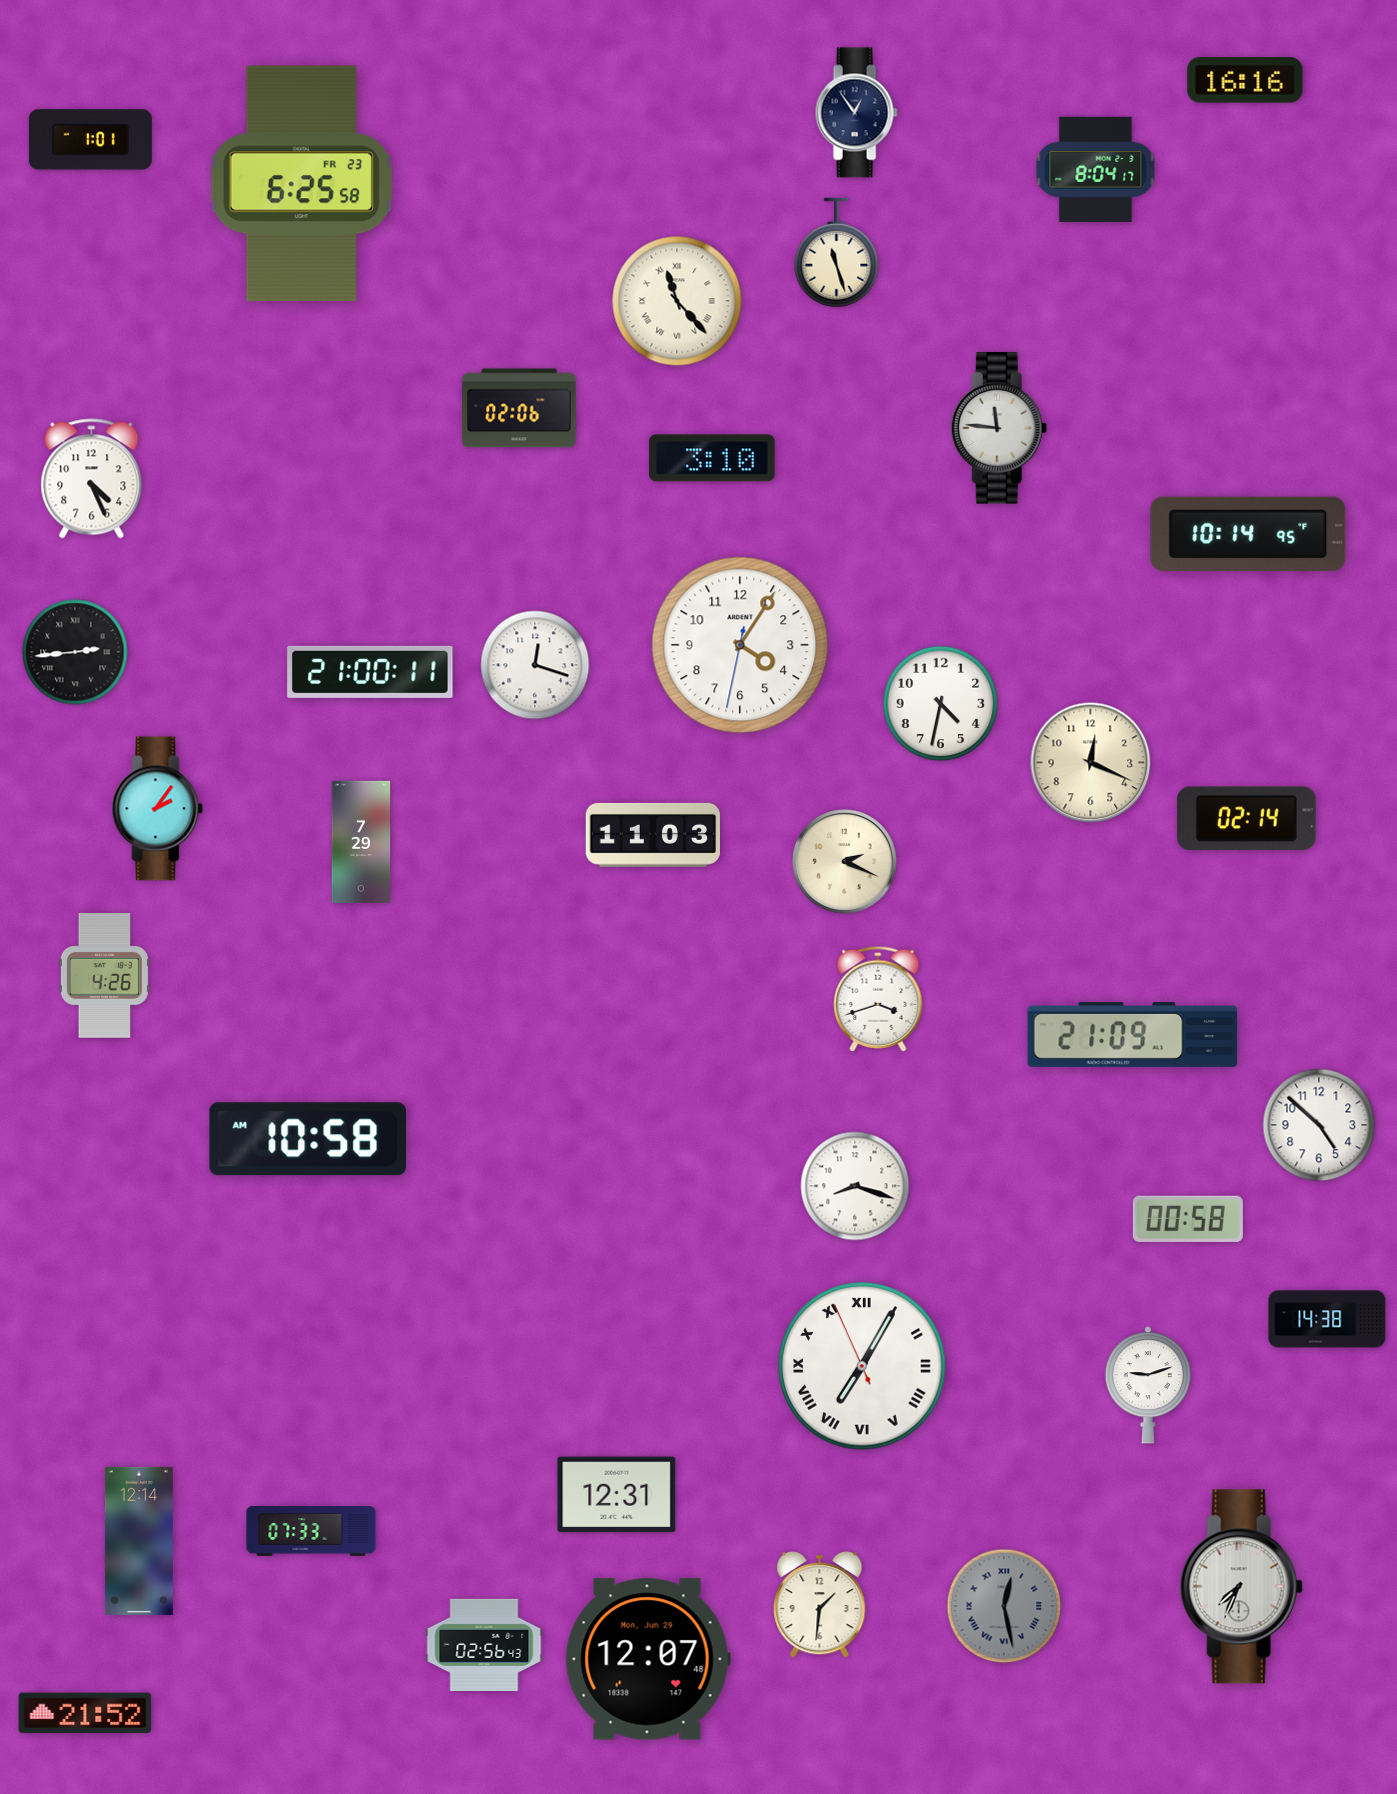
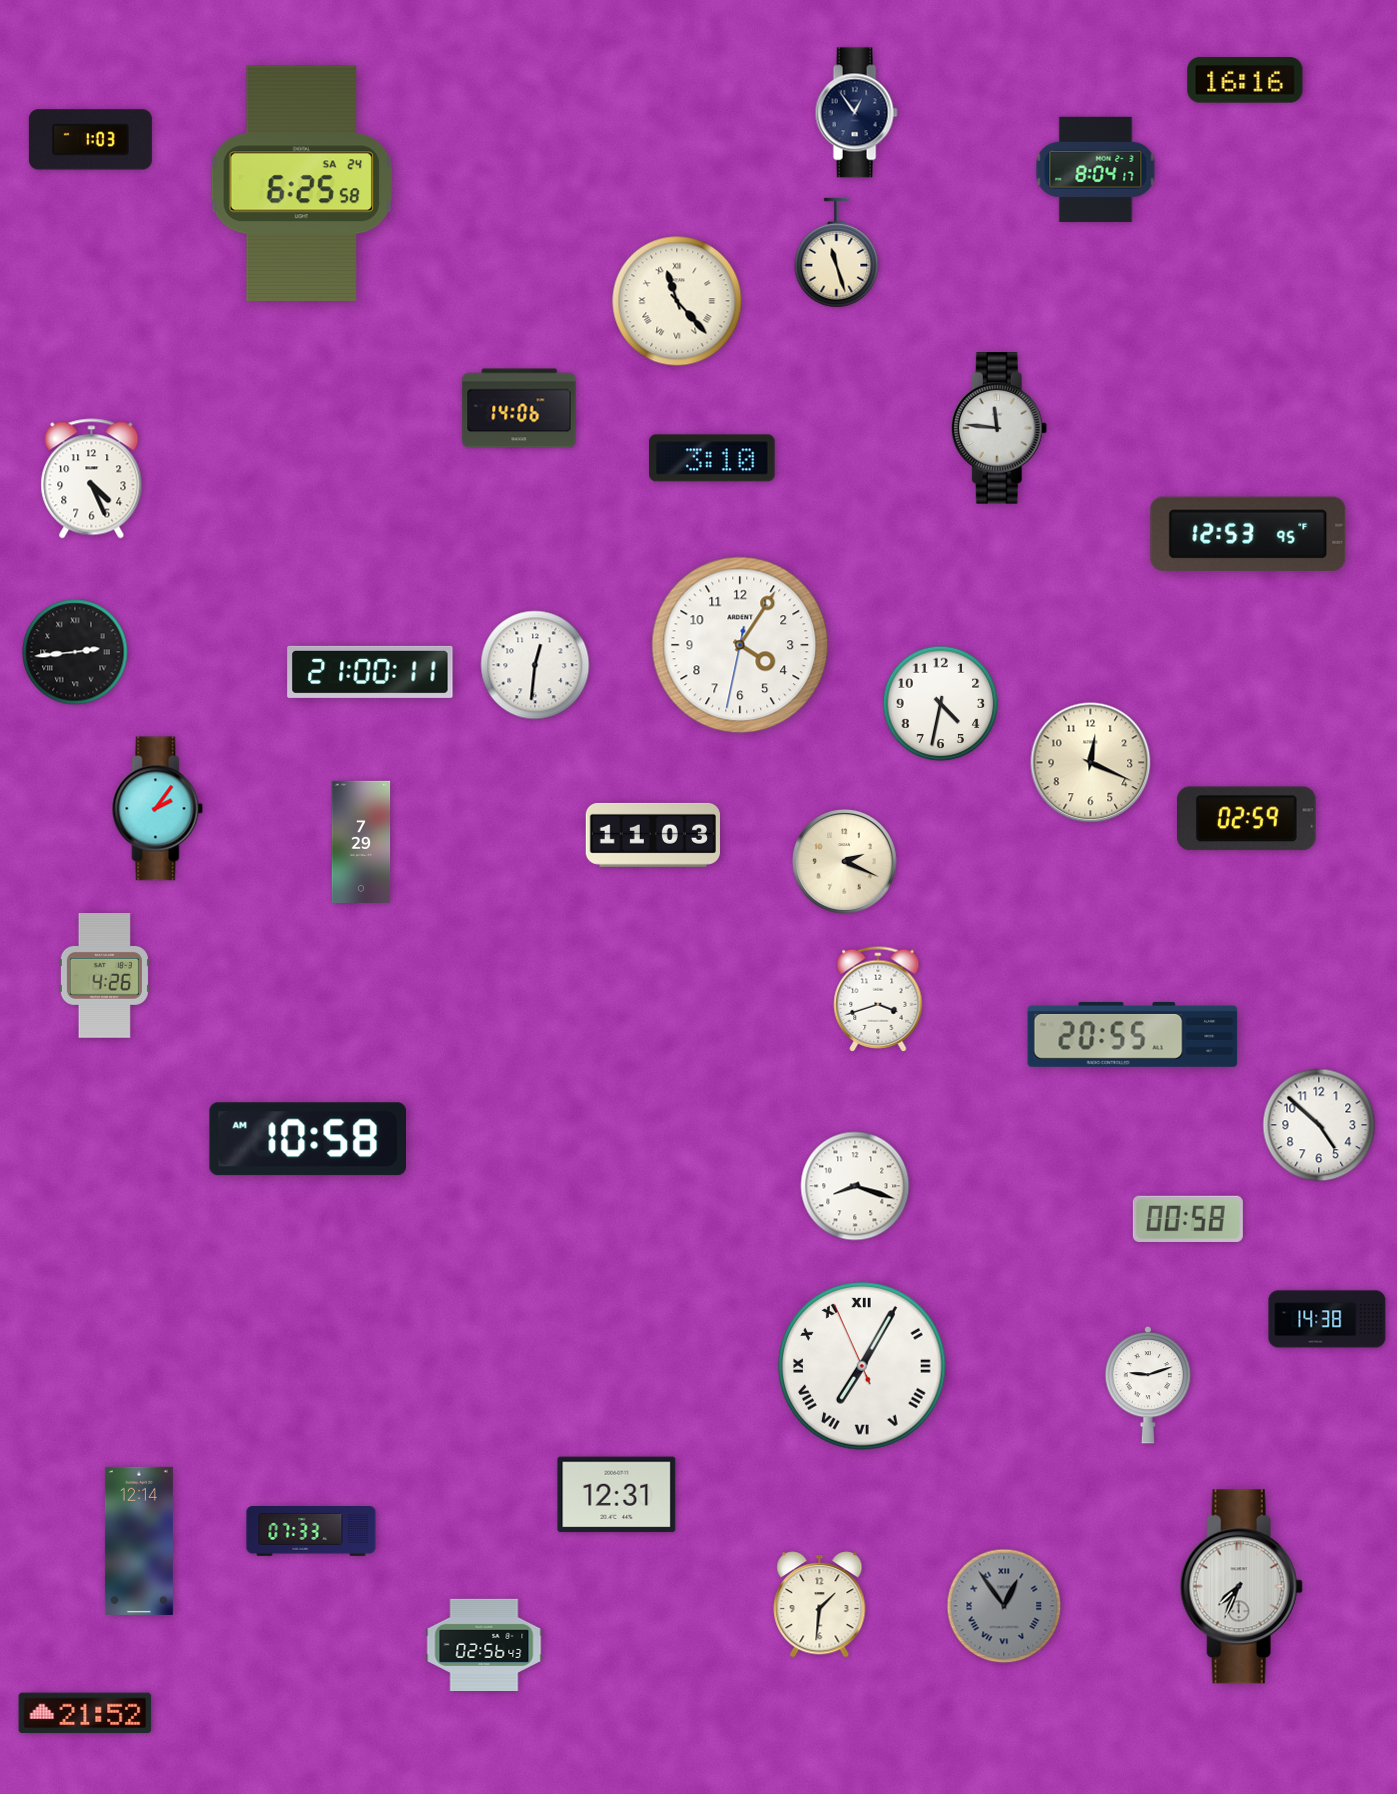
clock at (90, 140): 1:01 -> 1:03
clock at (301, 184) date: FR 23 -> SA 24
clock at (519, 408): 02:06 -> 14:06
clock at (1248, 534): 10:14 -> 12:53
clock at (535, 665): 12:18 -> 12:31
clock at (1247, 819): 02:14 -> 02:59
clock at (1133, 1034): 21:09 -> 20:55
clock at (1004, 1606): 12:28 -> 12:54
clock at (648, 1659): 12:07 -> none
